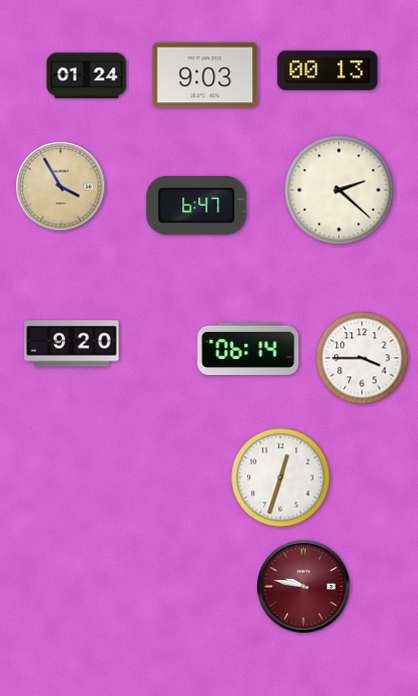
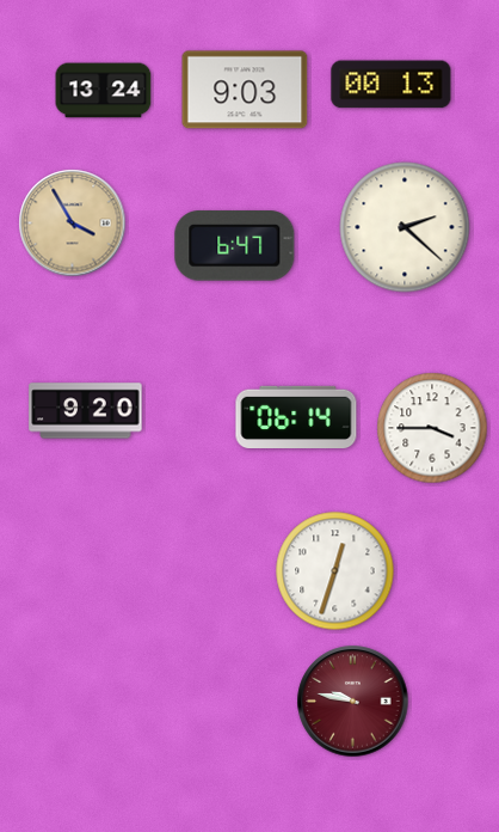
clock at (87, 76): 01:24 -> 13:24
clock at (304, 587) position: (304, 587) -> (353, 702)
